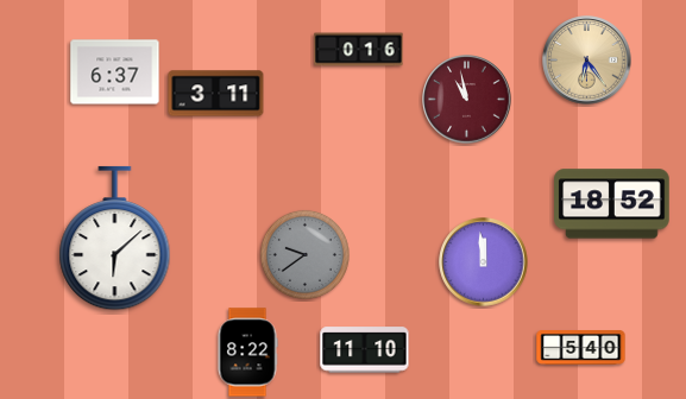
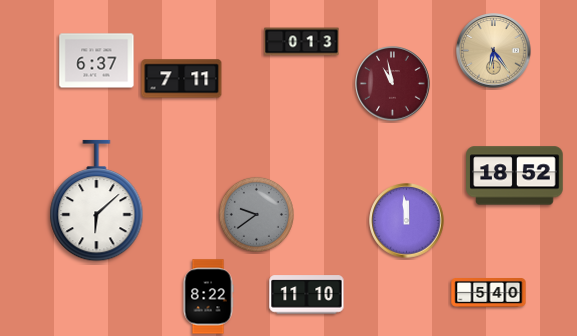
clock at (359, 50): 0:16 -> 0:13
clock at (216, 94): 3:11 -> 7:11
clock at (612, 204) position: (612, 204) -> (515, 176)
